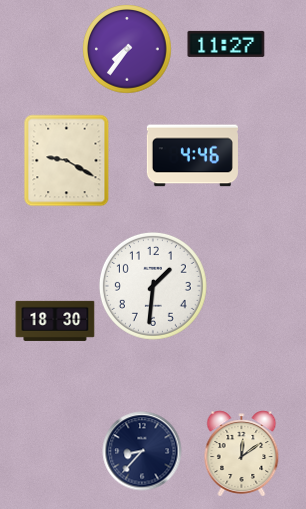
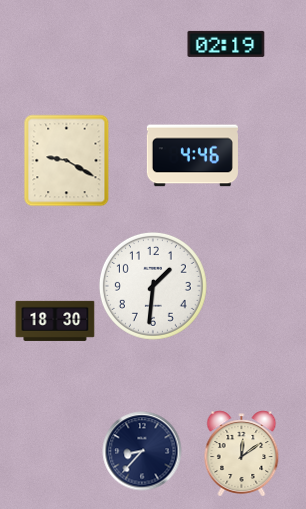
clock at (226, 44): 11:27 -> 02:19
clock at (127, 49): 7:36 -> none
